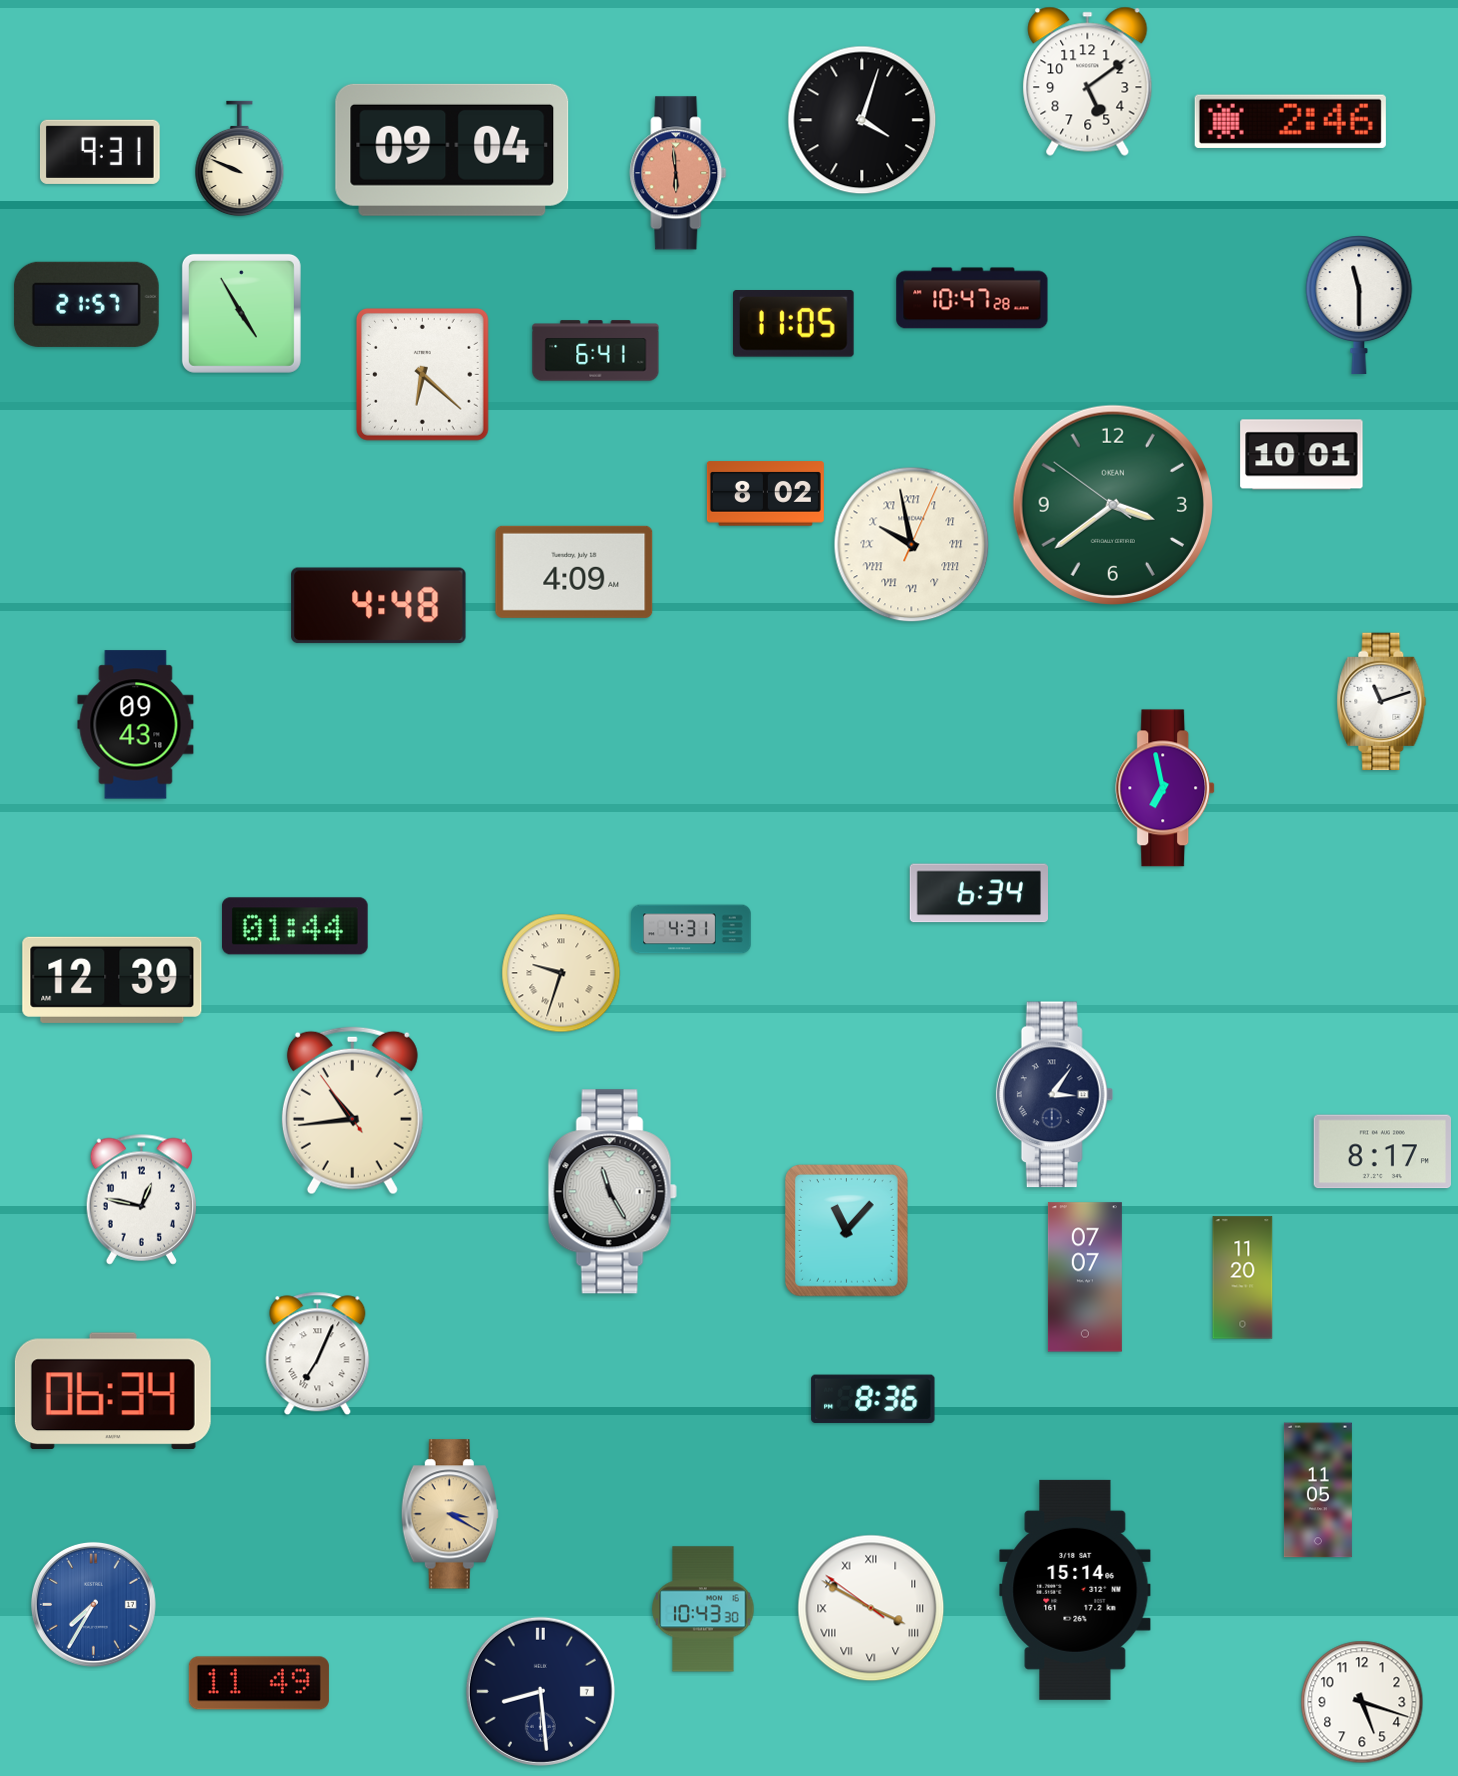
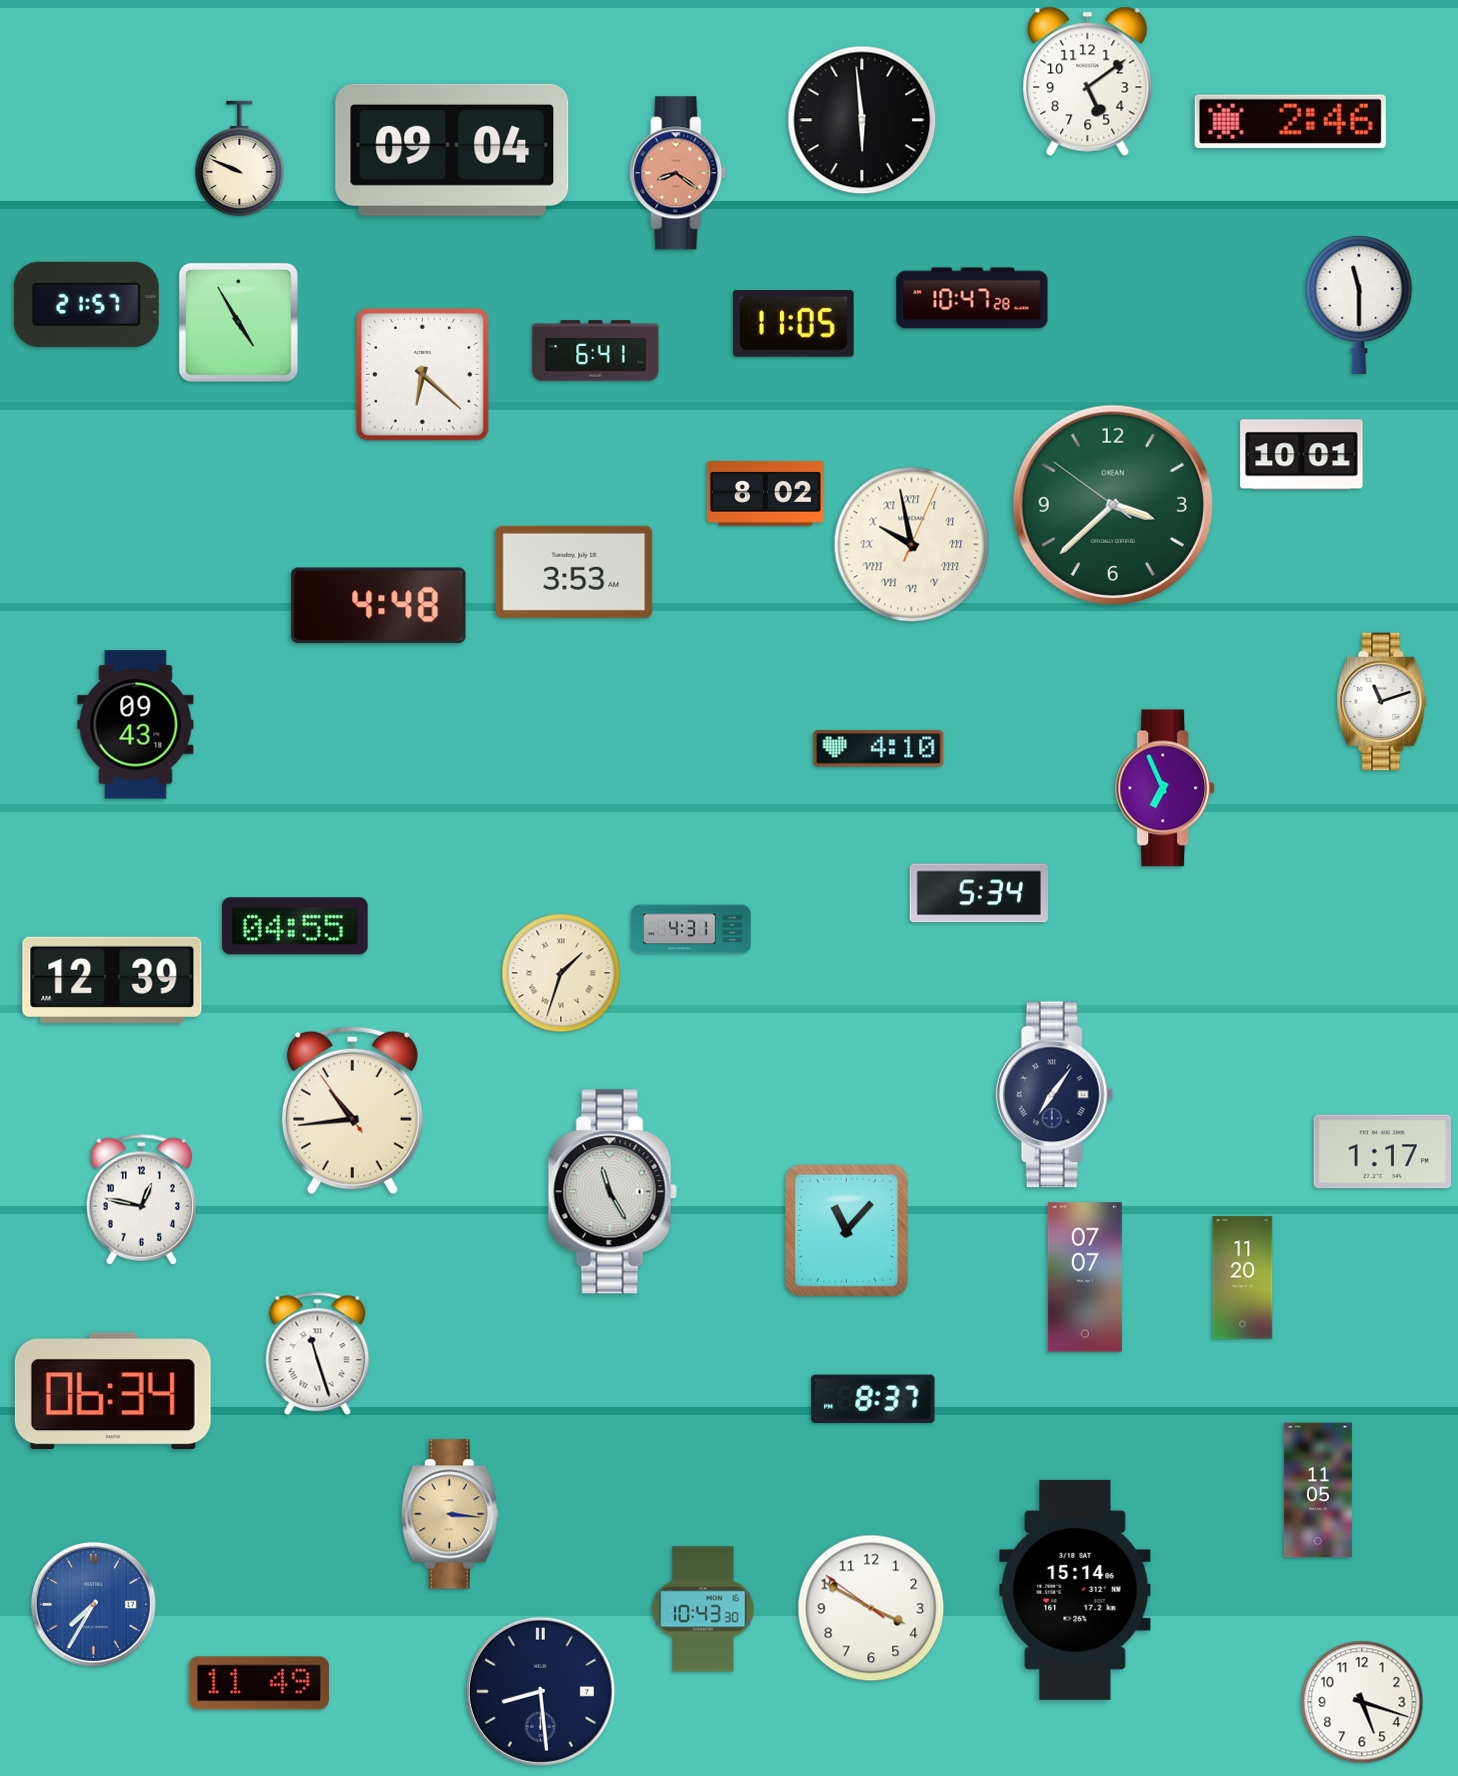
clock at (862, 120): 4:03 -> 5:59
clock at (100, 152): 9:31 -> none
clock at (678, 173): 5:59 -> 8:21
clock at (241, 313) position: (241, 313) -> (238, 322)
clock at (1113, 505): 3:38 -> 3:37
clock at (574, 572): 4:09 -> 3:53
clock at (879, 749): none -> 4:10
clock at (1166, 788): 6:58 -> 6:56
clock at (978, 893): 6:34 -> 5:34
clock at (295, 926): 01:44 -> 04:55
clock at (561, 973): 9:33 -> 1:33
clock at (1055, 1095): 3:06 -> 7:06
clock at (1382, 1152): 8:17 -> 1:17
clock at (318, 1354): 7:04 -> 11:27
clock at (873, 1398): 8:36 -> 8:37
clock at (450, 1514): 3:20 -> 3:16
clock at (871, 1608) numerals: Roman -> Arabic
